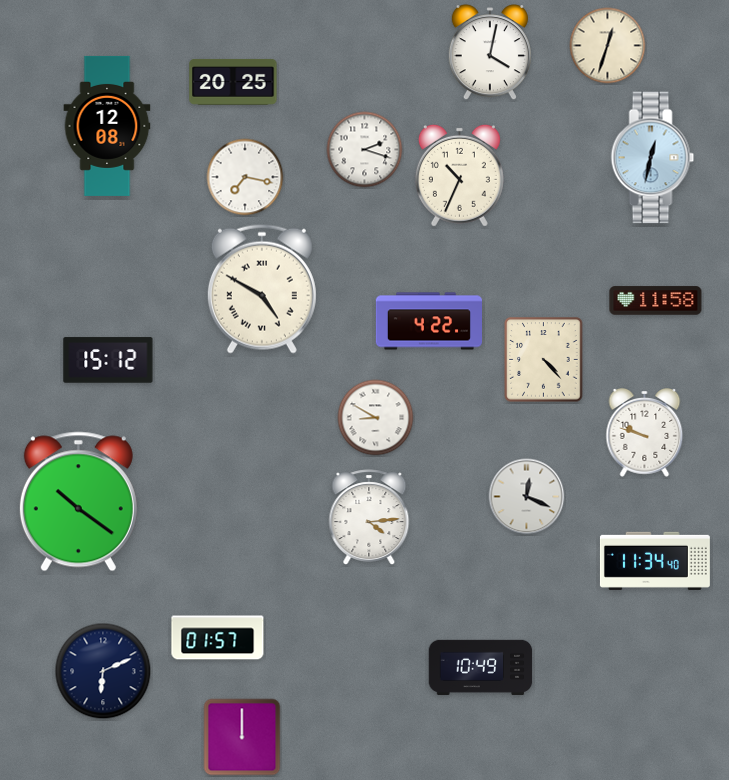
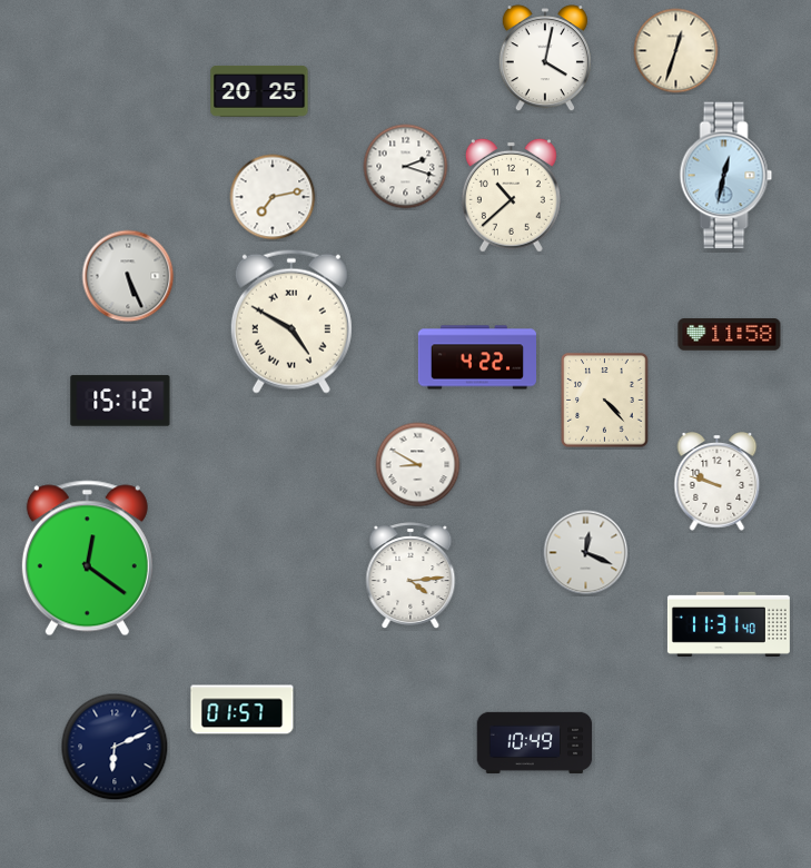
clock at (107, 126): 12:08 -> none
clock at (459, 175): 10:34 -> 10:38
clock at (245, 177): 7:17 -> 7:13
clock at (128, 276): none -> 5:26
clock at (78, 502): 10:21 -> 12:21
clock at (655, 561): 11:34 -> 11:31
clock at (242, 737): 12:00 -> none
